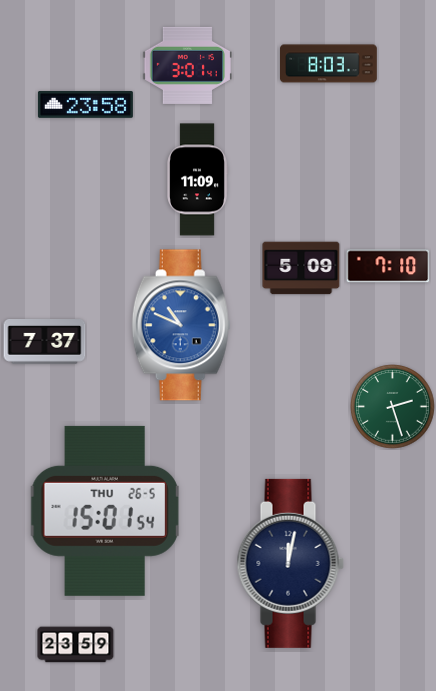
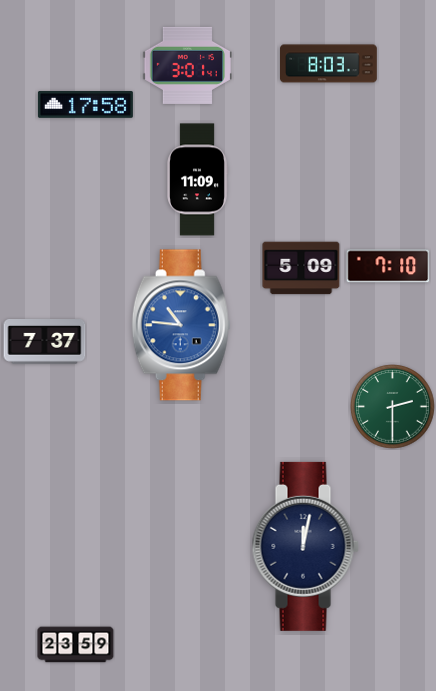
clock at (85, 105): 23:58 -> 17:58
clock at (181, 325): 10:49 -> 10:46
clock at (393, 407): 2:27 -> 2:30
clock at (105, 511): 15:01 -> none
clock at (290, 563) position: (290, 563) -> (305, 546)
